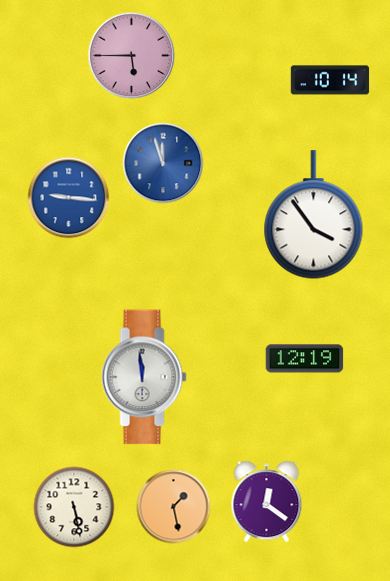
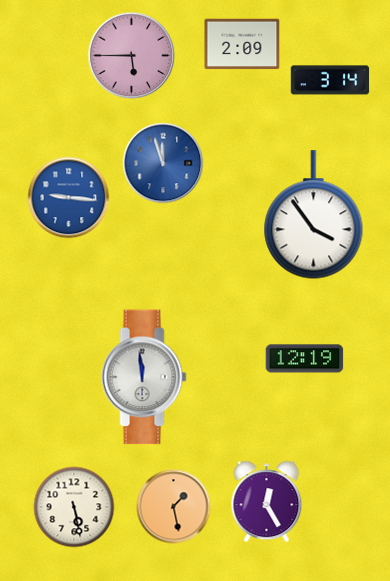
clock at (242, 44): none -> 2:09
clock at (330, 80): 10:14 -> 3:14
clock at (267, 502): 12:21 -> 12:25
